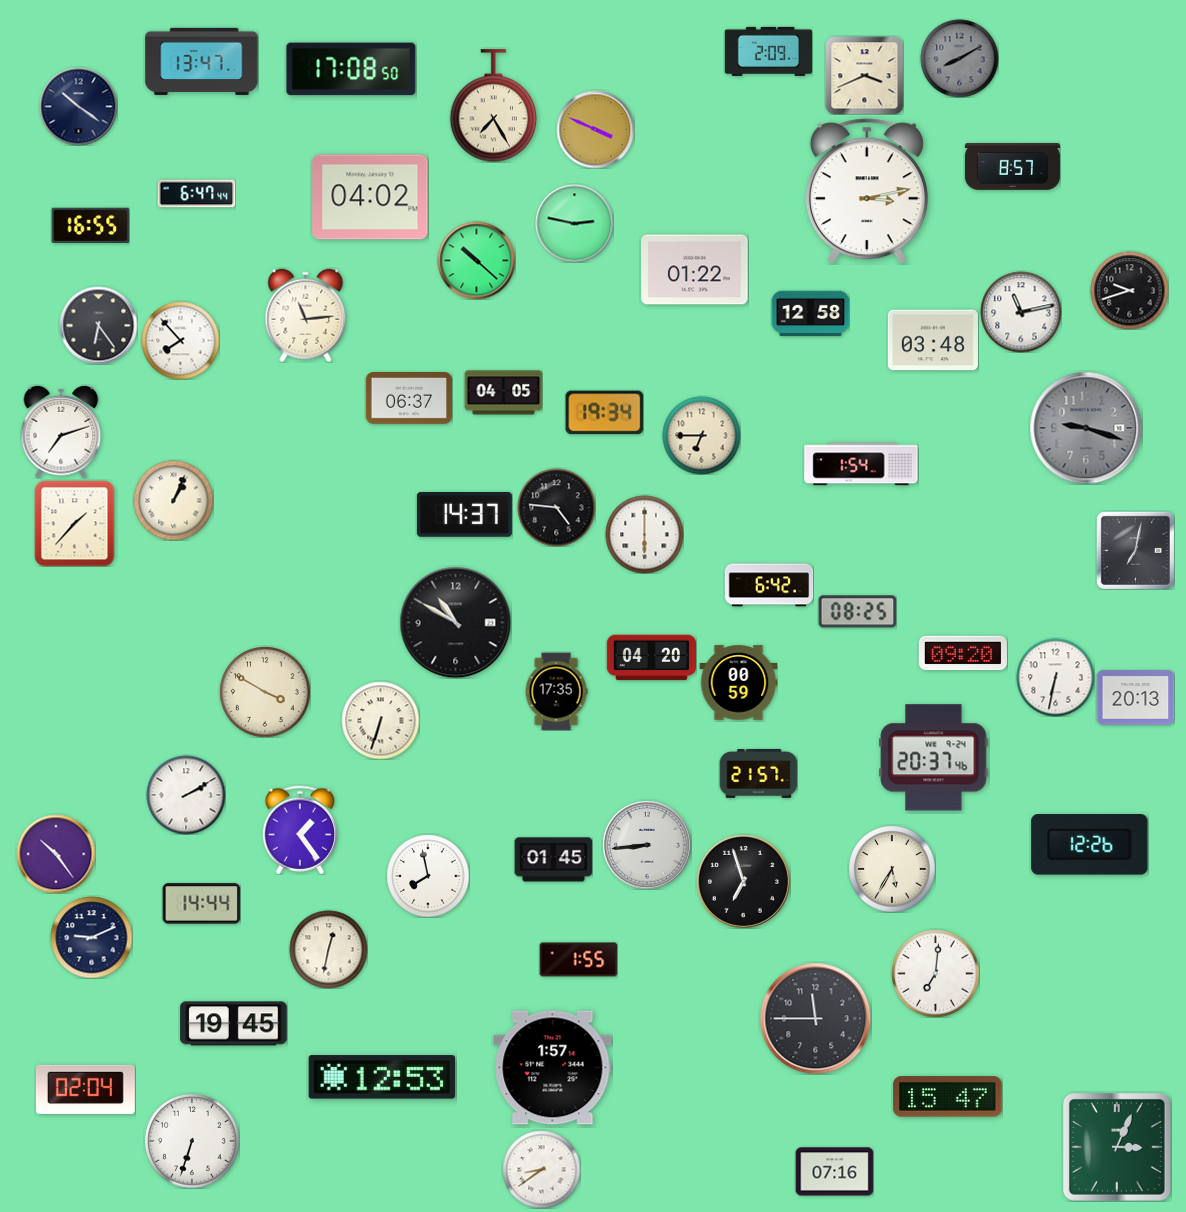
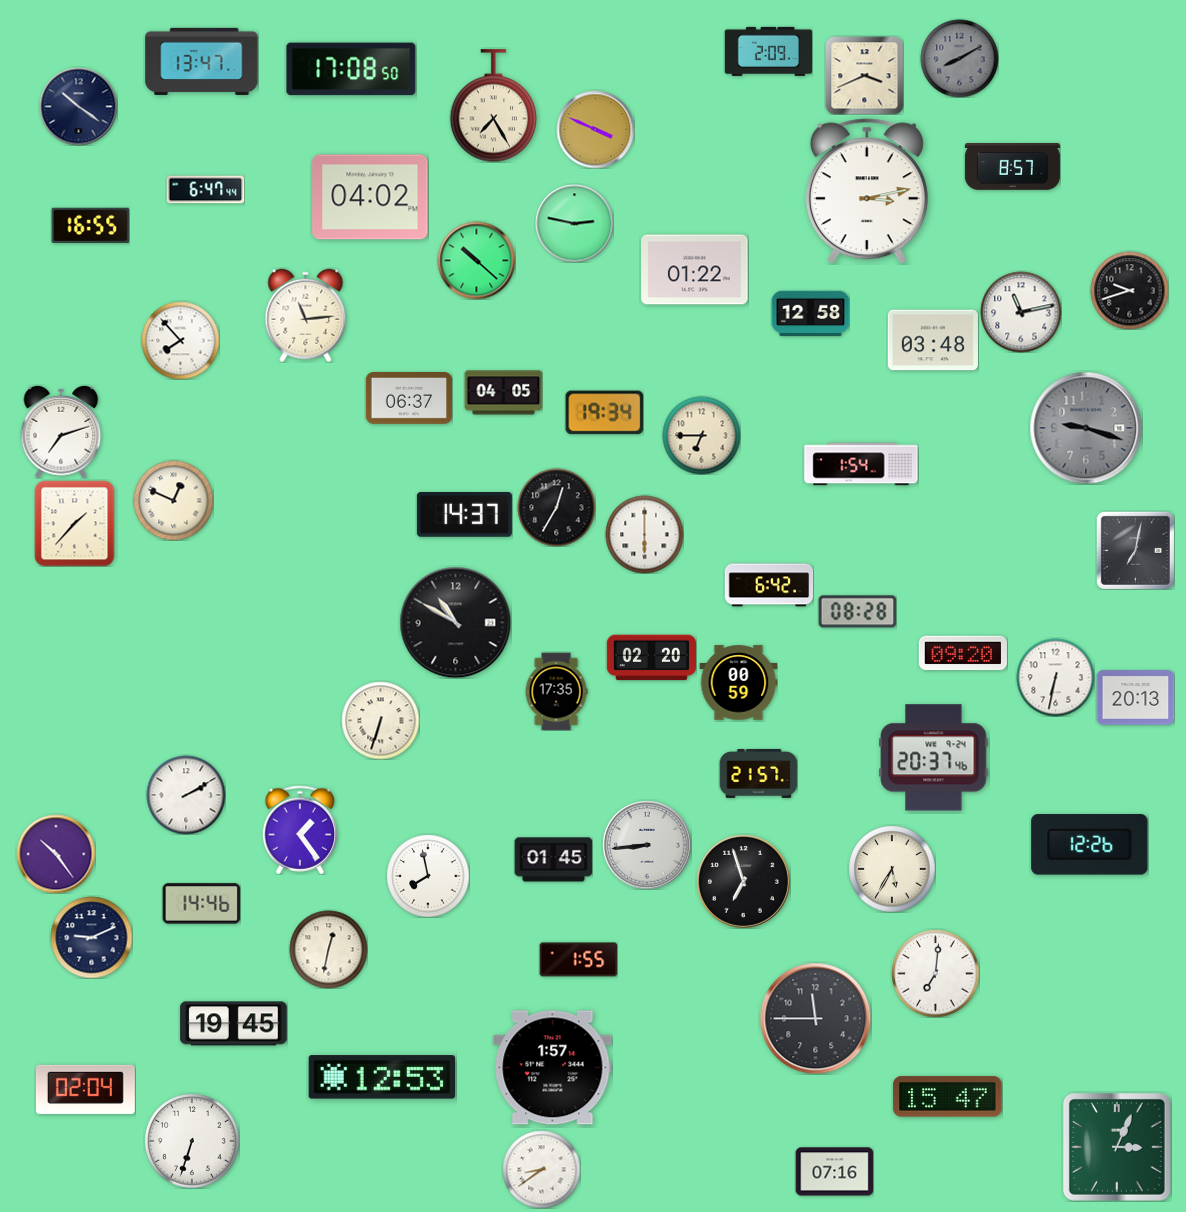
clock at (196, 194) position: (196, 194) -> (205, 190)
clock at (98, 325): 6:24 -> none
clock at (173, 500): 1:04 -> 12:49
clock at (556, 507): 4:46 -> 12:35
clock at (857, 612): 08:25 -> 08:28
clock at (651, 658): 04:20 -> 02:20
clock at (265, 692): 3:50 -> none
clock at (201, 904): 14:44 -> 14:46
